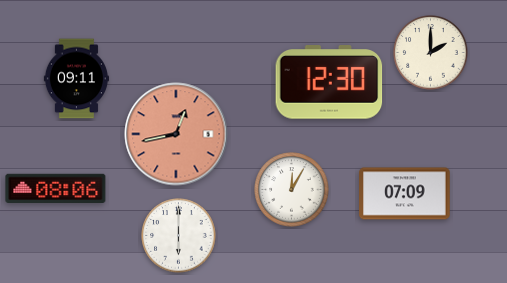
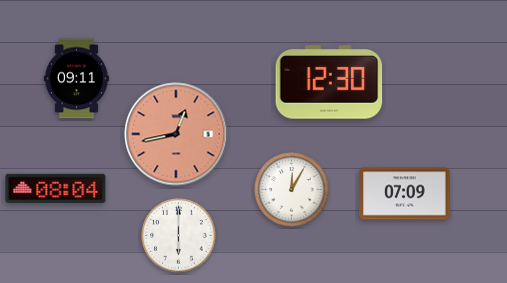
clock at (431, 53): 2:00 -> none
clock at (56, 189): 08:06 -> 08:04
